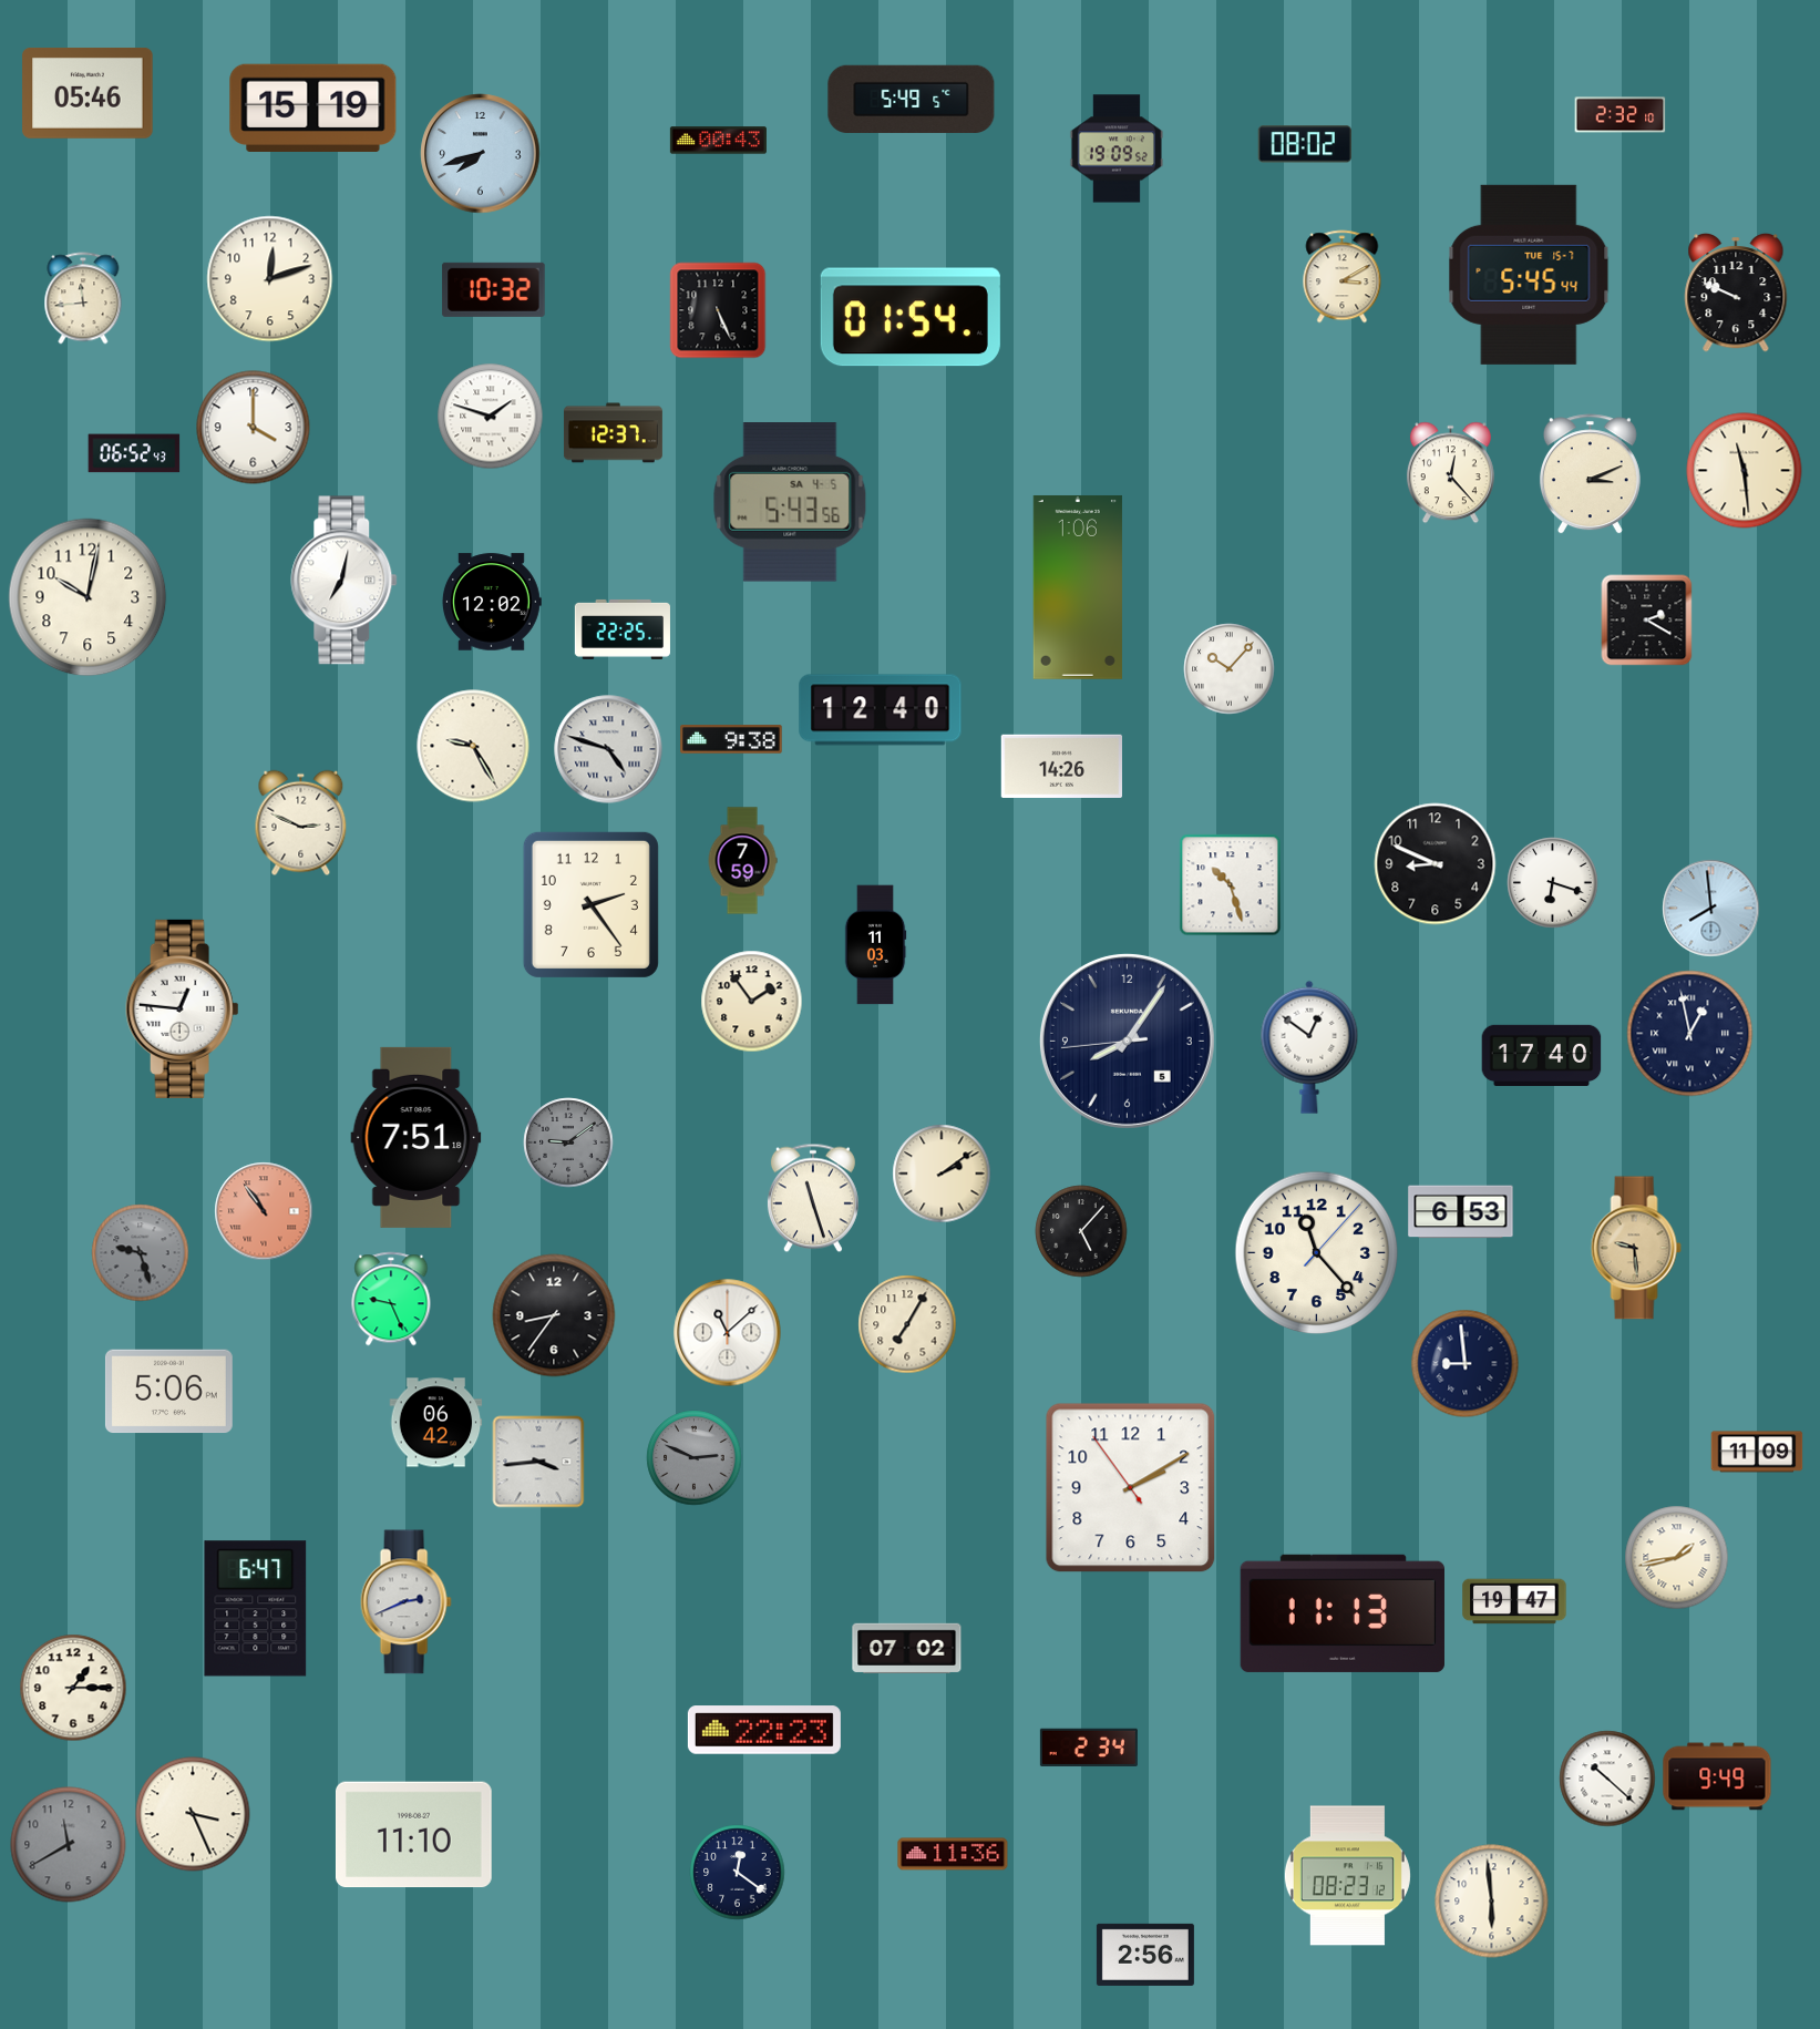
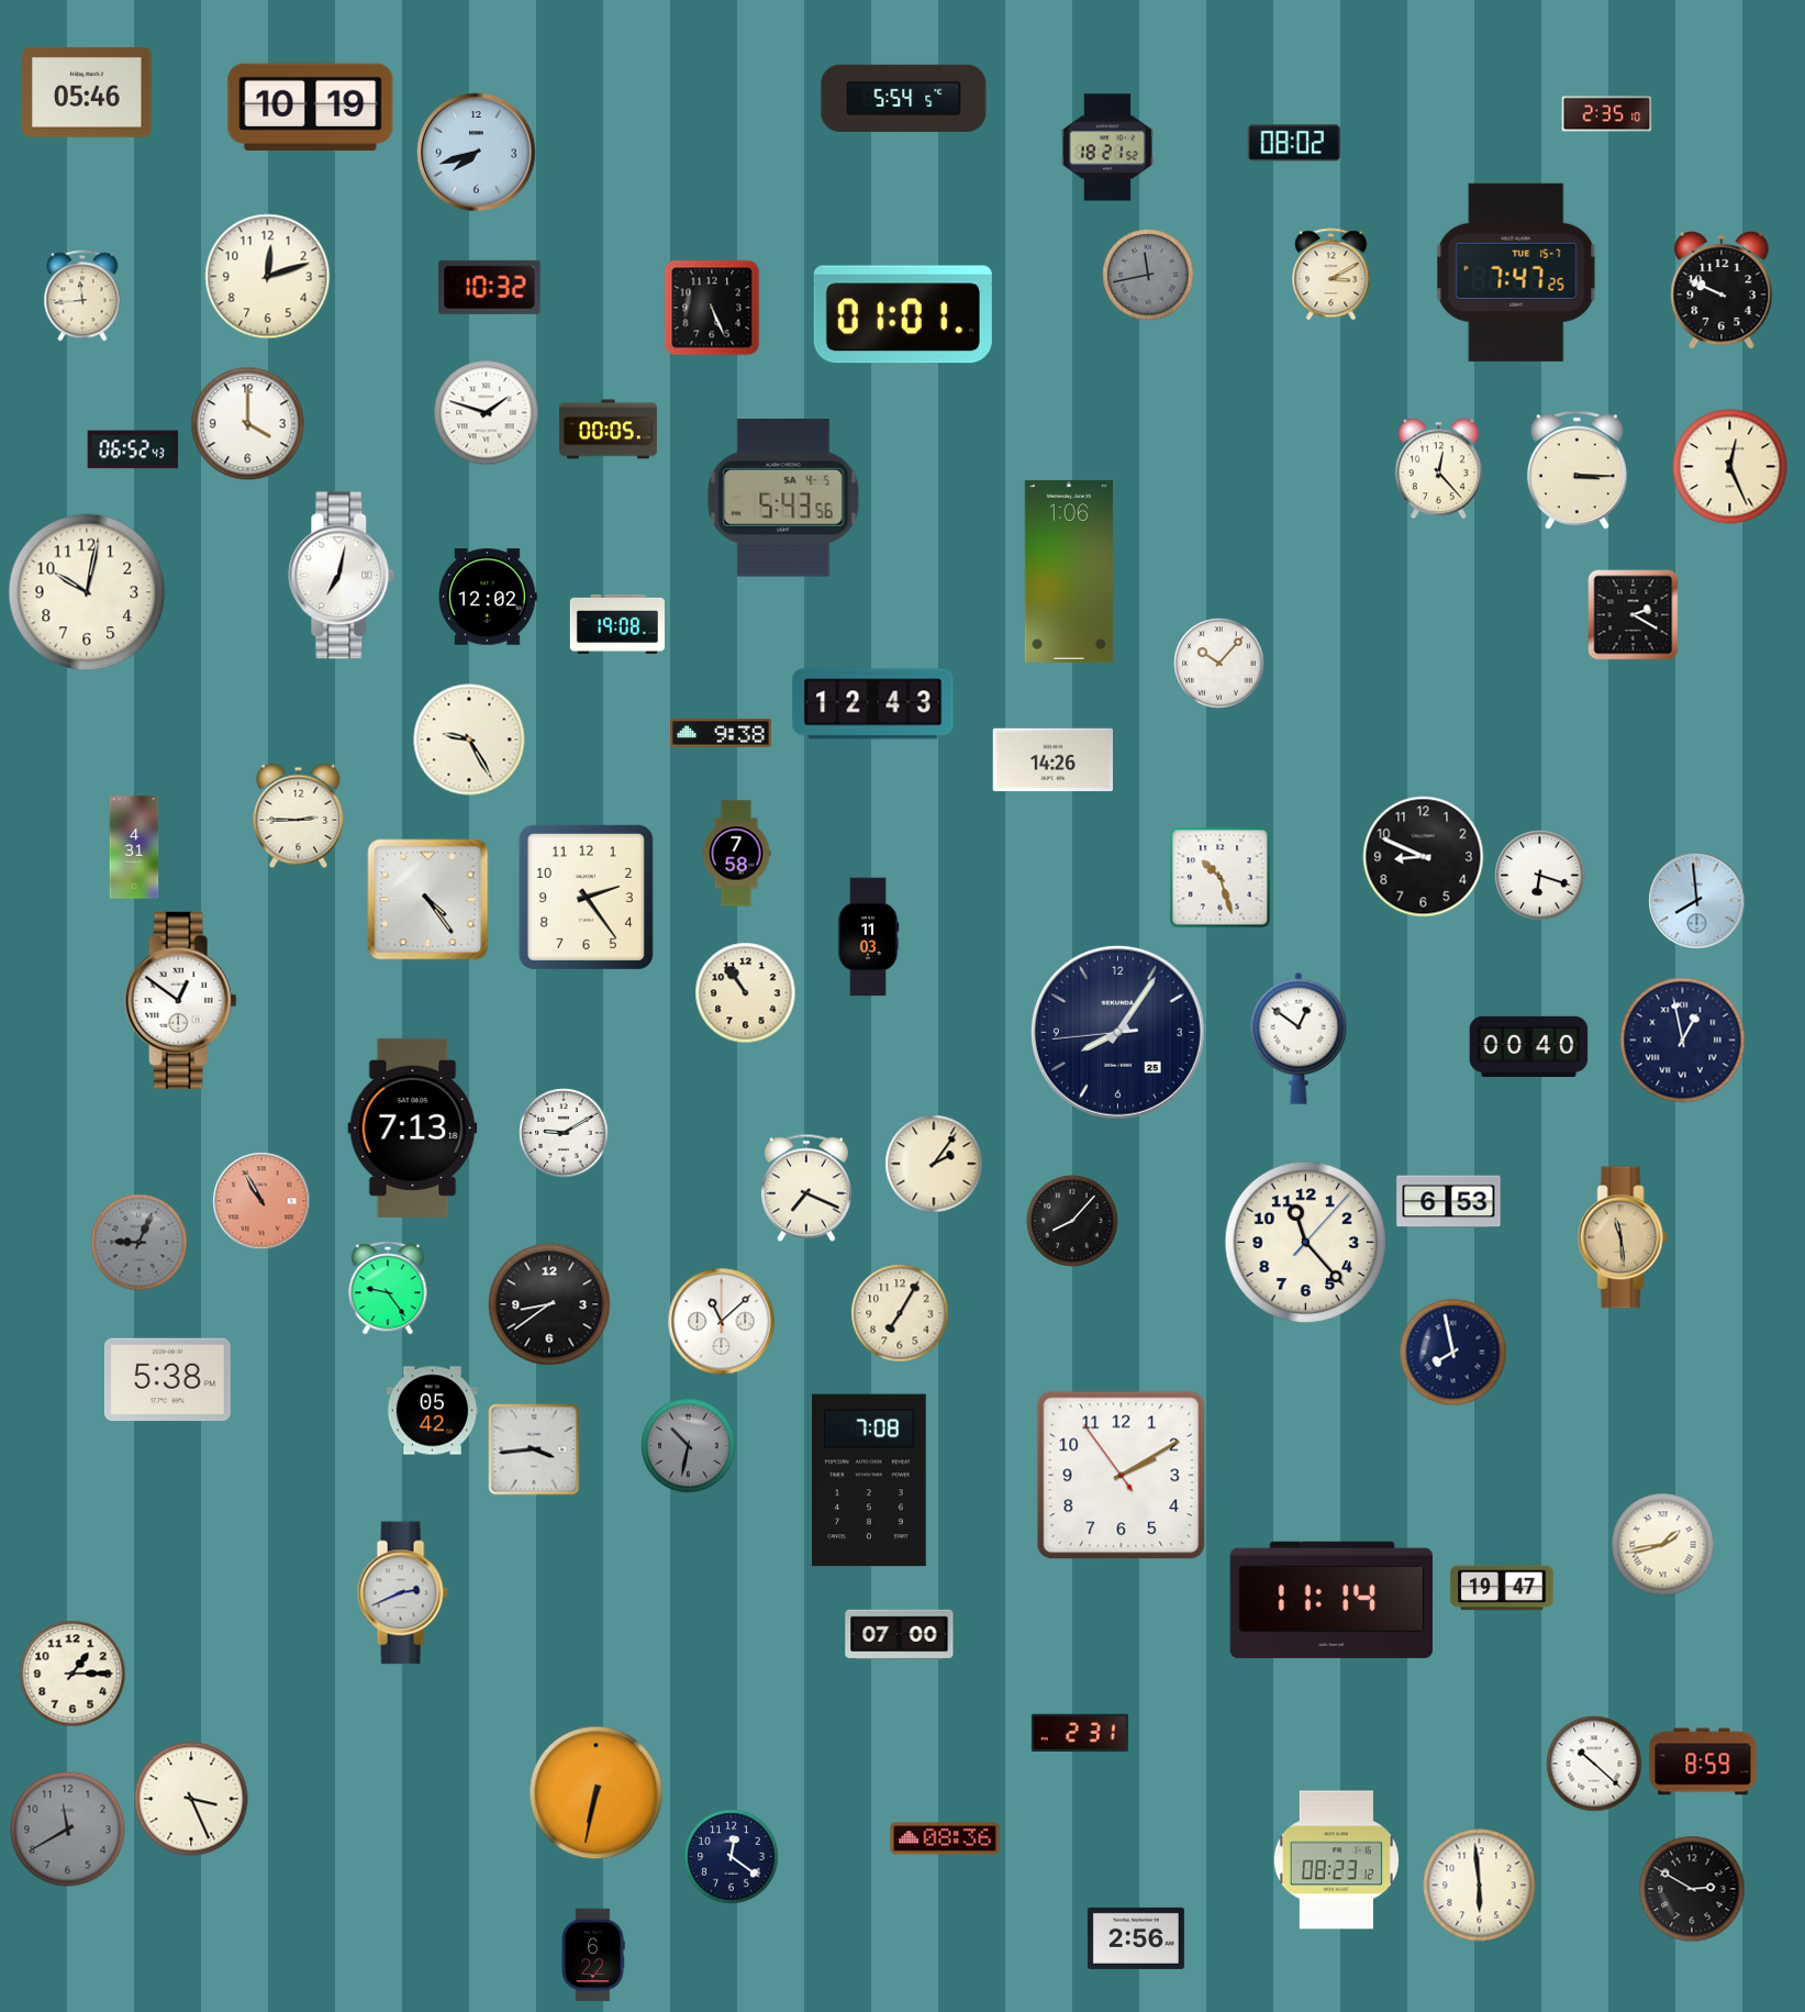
clock at (912, 99): 5:49 -> 5:54
clock at (313, 107): 15:19 -> 10:19
clock at (1621, 115): 2:32 -> 2:35
clock at (718, 141): 00:43 -> none
clock at (1117, 148): 19:09 -> 18:21
clock at (1529, 275): 5:45 -> 7:47
clock at (1148, 275): none -> 11:43
clock at (911, 317): 01:54 -> 01:01
clock at (254, 428) position: (254, 428) -> (248, 424)
clock at (613, 433): 12:37 -> 00:05
clock at (1745, 471): 11:29 -> 12:26
clock at (1590, 474): 3:11 -> 3:15
clock at (1078, 587) position: (1078, 587) -> (1069, 571)
clock at (623, 629): 22:25 -> 19:08
clock at (881, 710): 12:40 -> 12:43
clock at (731, 739) position: (731, 739) -> (721, 733)
clock at (608, 749): 4:48 -> none
clock at (301, 823): 2:49 -> 2:45
clock at (134, 847): none -> 4:31
clock at (742, 861): 7:59 -> 7:58
clock at (428, 900): none -> 4:24
clock at (752, 1002): 1:54 -> 10:54
clock at (183, 1008): 12:46 -> 12:51
clock at (1690, 1034) position: (1690, 1034) -> (1683, 1041)
clock at (1127, 1041) date: 5 -> 25
clock at (1542, 1056): 17:40 -> 00:40
clock at (417, 1137): 7:51 -> 7:13
clock at (568, 1142): 9:09 -> 9:10
clock at (568, 1142) dial: grey -> white
clock at (942, 1174): 2:09 -> 2:06
clock at (813, 1198): 11:27 -> 7:19
clock at (264, 1211): 10:54 -> 10:55
clock at (1081, 1231): 5:07 -> 8:07
clock at (1636, 1248): 9:29 -> 11:29
clock at (141, 1253): 9:27 -> 9:04
clock at (391, 1299): 9:26 -> 9:24
clock at (554, 1315): 8:36 -> 8:39
clock at (1466, 1364): 8:59 -> 7:58
clock at (168, 1392): 5:06 -> 5:38
clock at (436, 1423): 06:42 -> 05:42
clock at (1757, 1452): 11:09 -> none
clock at (695, 1458): 2:49 -> 10:32
clock at (870, 1480): none -> 7:08
clock at (405, 1602) position: (405, 1602) -> (402, 1593)
clock at (256, 1609): 6:47 -> none
clock at (1343, 1613): 11:13 -> 11:14
clock at (907, 1648): 07:02 -> 07:00
clock at (764, 1730): 22:23 -> none
clock at (1089, 1746): 2:34 -> 2:31
clock at (1717, 1776): 9:49 -> 8:59
clock at (597, 1793): none -> 6:32
clock at (413, 1835): 11:10 -> none
clock at (953, 1854): 11:36 -> 08:36
clock at (1692, 1889): none -> 2:50
clock at (593, 1955): none -> 6:22
